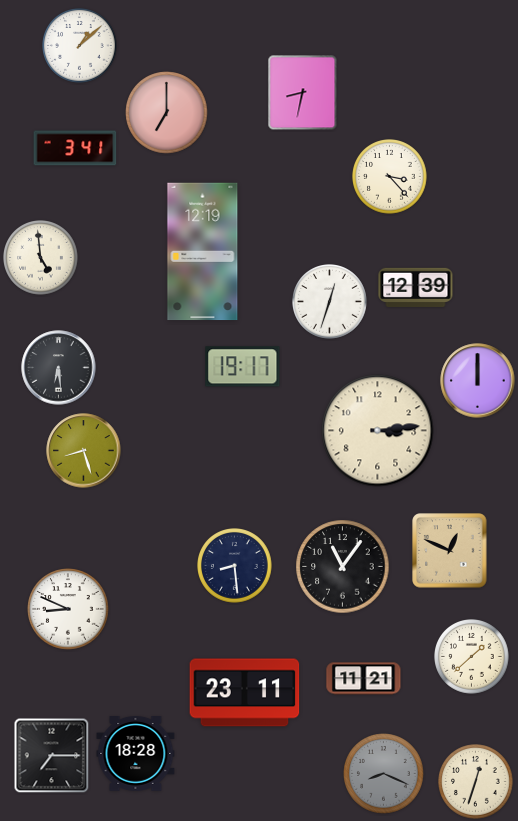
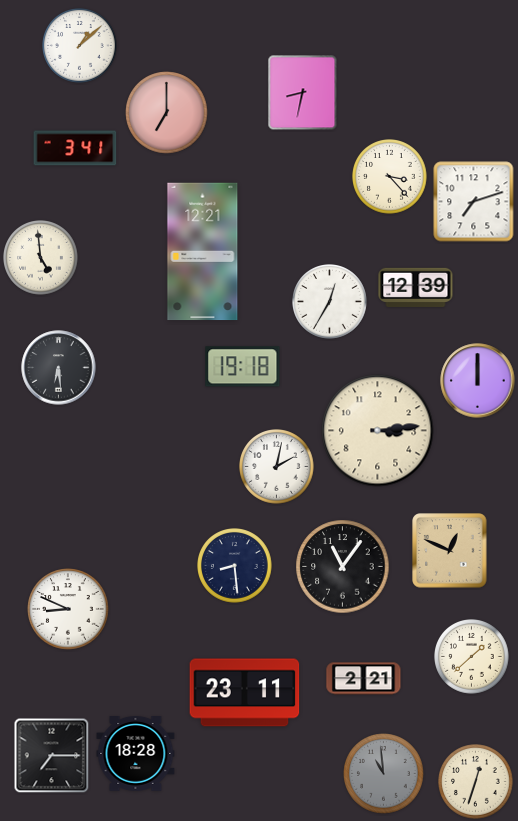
clock at (474, 202): none -> 7:12
clock at (203, 252): 12:19 -> 12:21
clock at (330, 302): 12:33 -> 12:35
clock at (243, 367): 19:17 -> 19:18
clock at (84, 451): 8:27 -> none
clock at (277, 467): none -> 2:02
clock at (364, 679): 11:21 -> 2:21
clock at (384, 774): 8:19 -> 10:59
